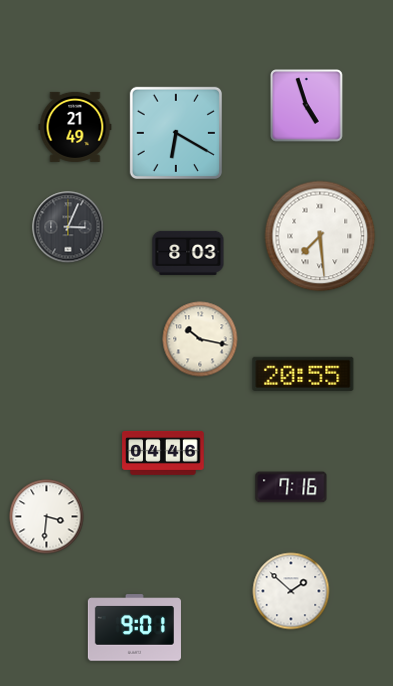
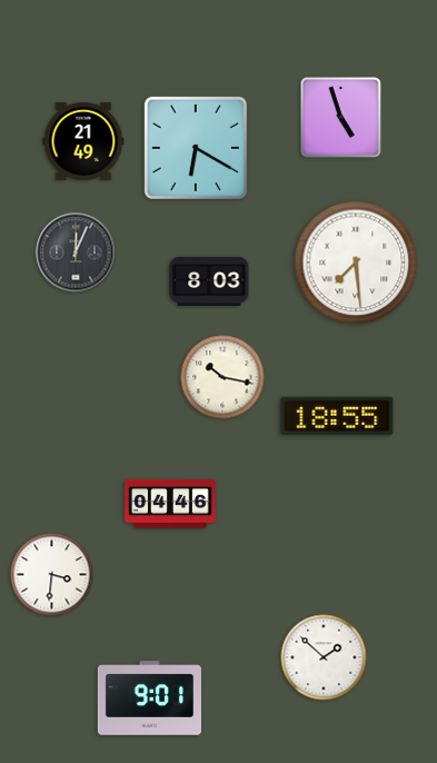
clock at (68, 227): 3:04 -> 12:04
clock at (303, 374): 20:55 -> 18:55
clock at (163, 453) position: (163, 453) -> (170, 504)
clock at (291, 487): 7:16 -> none
